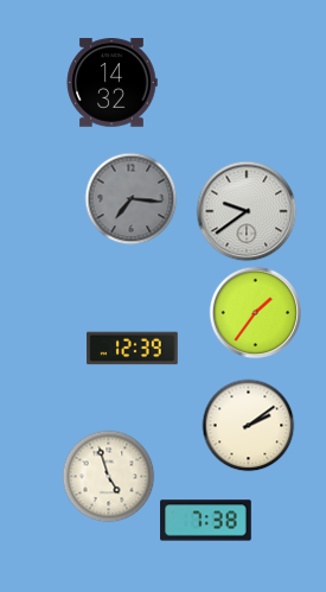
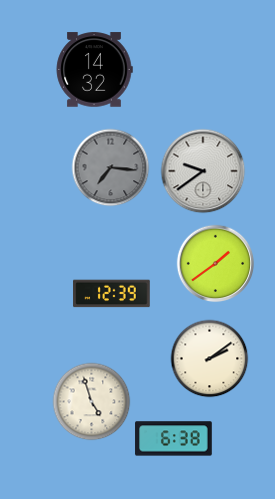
clock at (247, 211) position: (247, 211) -> (203, 171)
clock at (255, 312): 1:36 -> 1:39
clock at (206, 521): 7:38 -> 6:38
